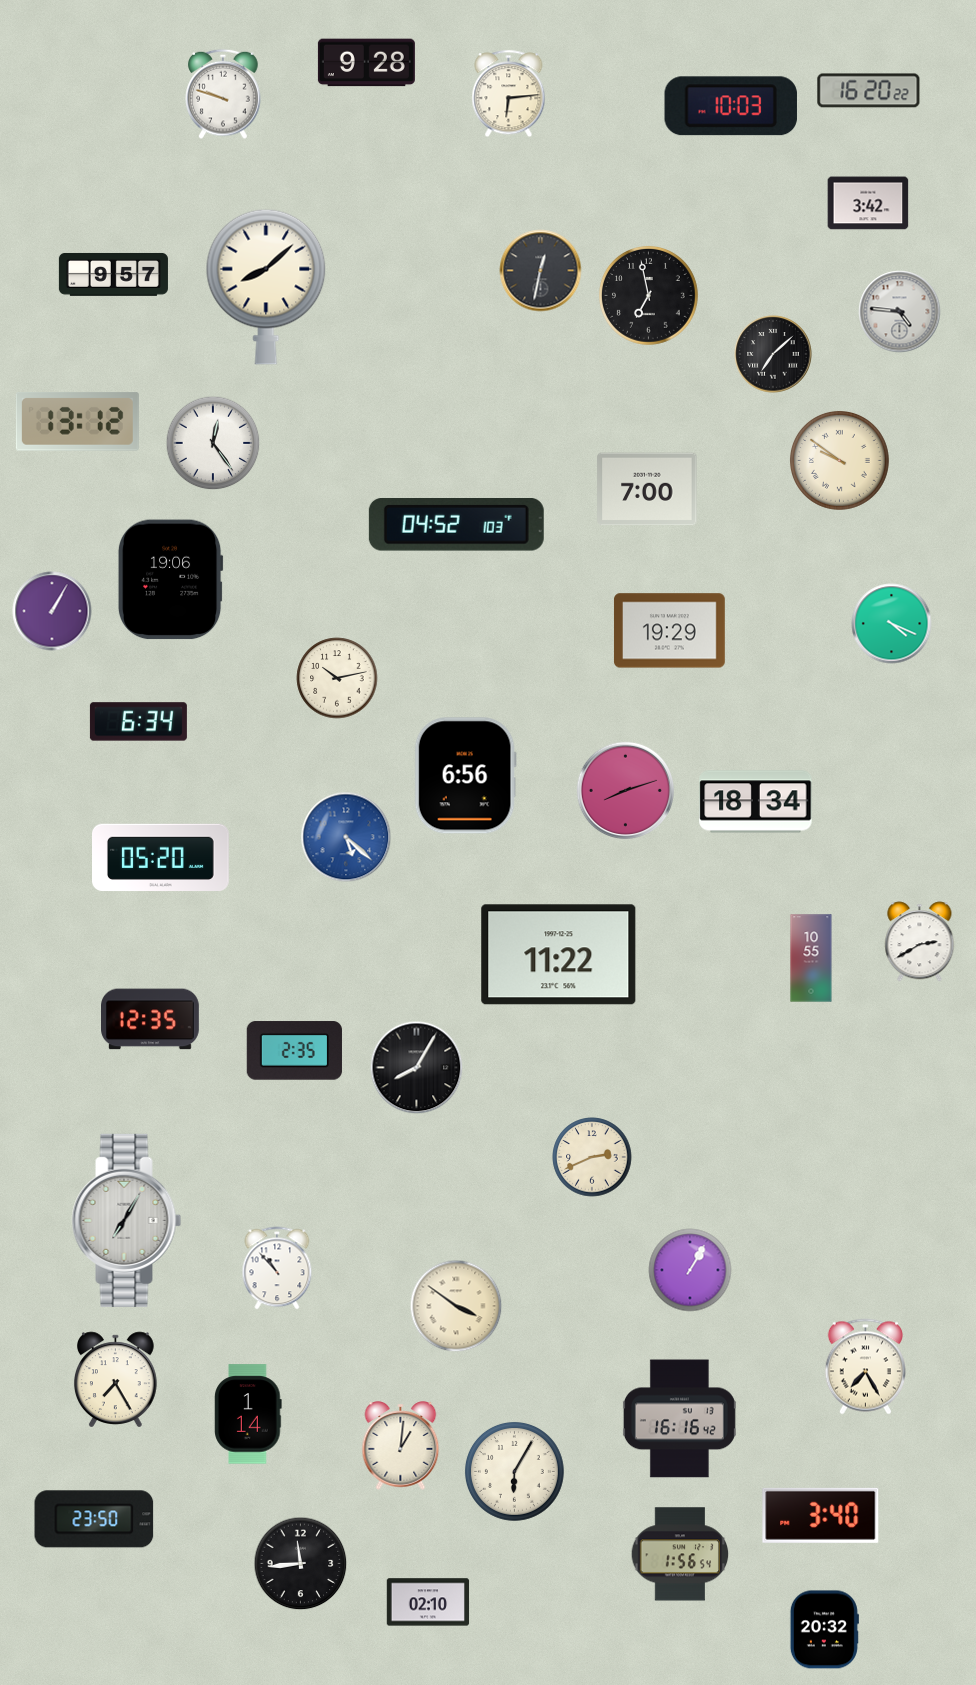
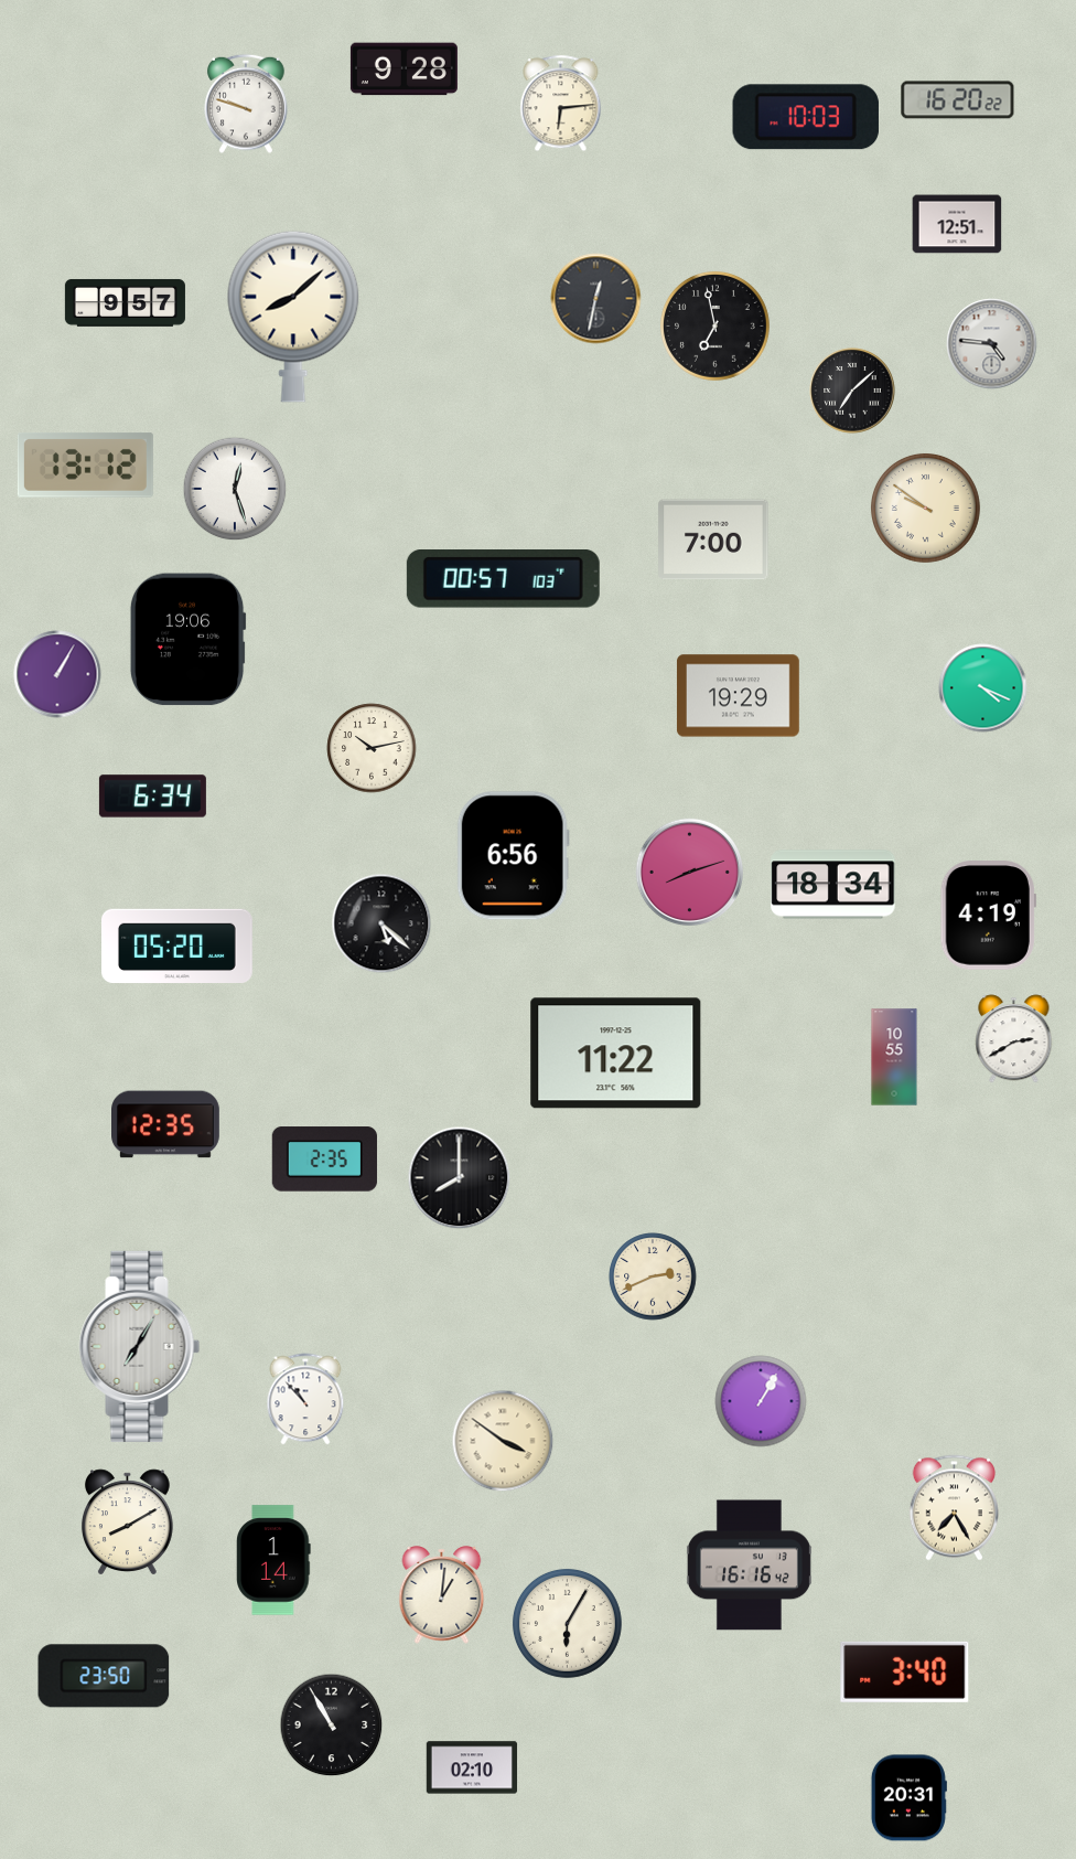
clock at (868, 203): 3:42 -> 12:51
clock at (213, 443): 12:24 -> 12:27
clock at (456, 525): 04:52 -> 00:57
clock at (988, 916): none -> 4:19
clock at (346, 837) dial: blue -> black
clock at (417, 1068): 8:05 -> 8:00
clock at (116, 1380): 7:25 -> 8:10
clock at (680, 1554): 1:56 -> none
clock at (301, 1564): 11:44 -> 10:55
clock at (824, 1630): 20:32 -> 20:31
